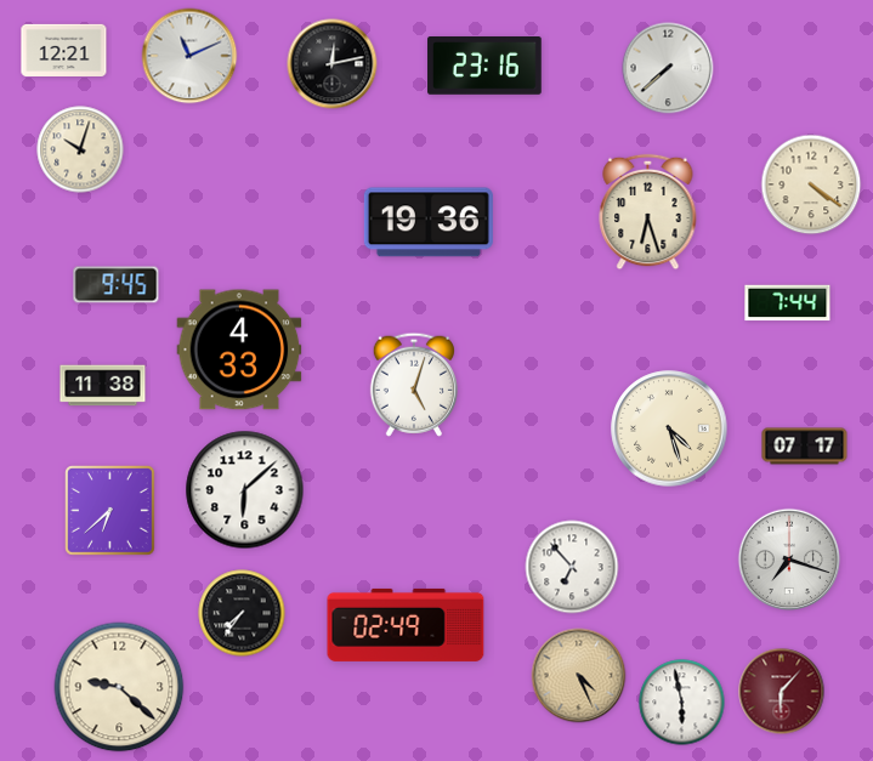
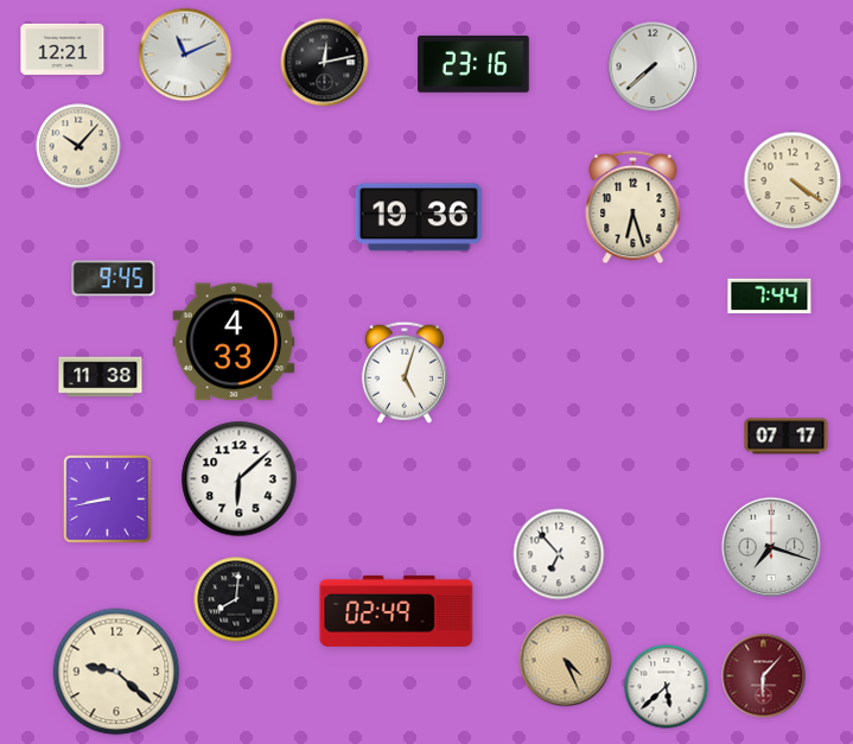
clock at (80, 149): 10:03 -> 10:07
clock at (414, 385) position: (414, 385) -> (405, 373)
clock at (669, 428): 4:27 -> none
clock at (110, 511): 6:38 -> 8:43
clock at (242, 613): 7:36 -> 8:01
clock at (682, 703): 5:58 -> 5:38
